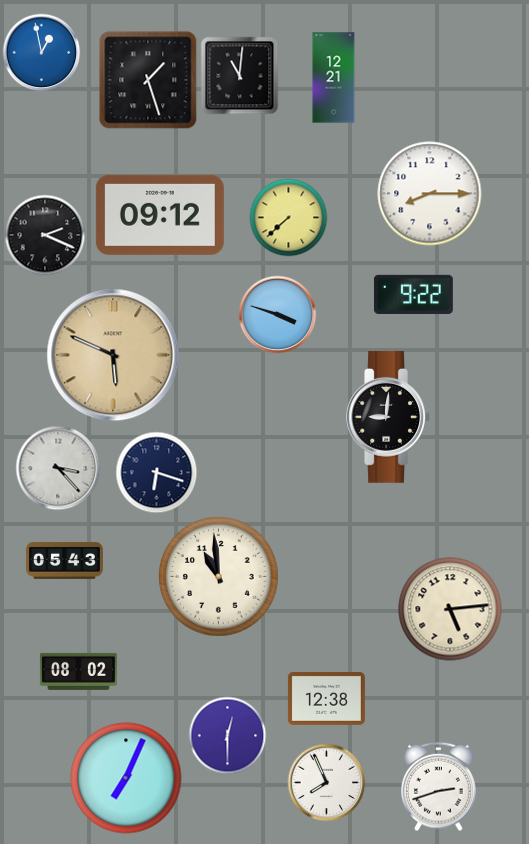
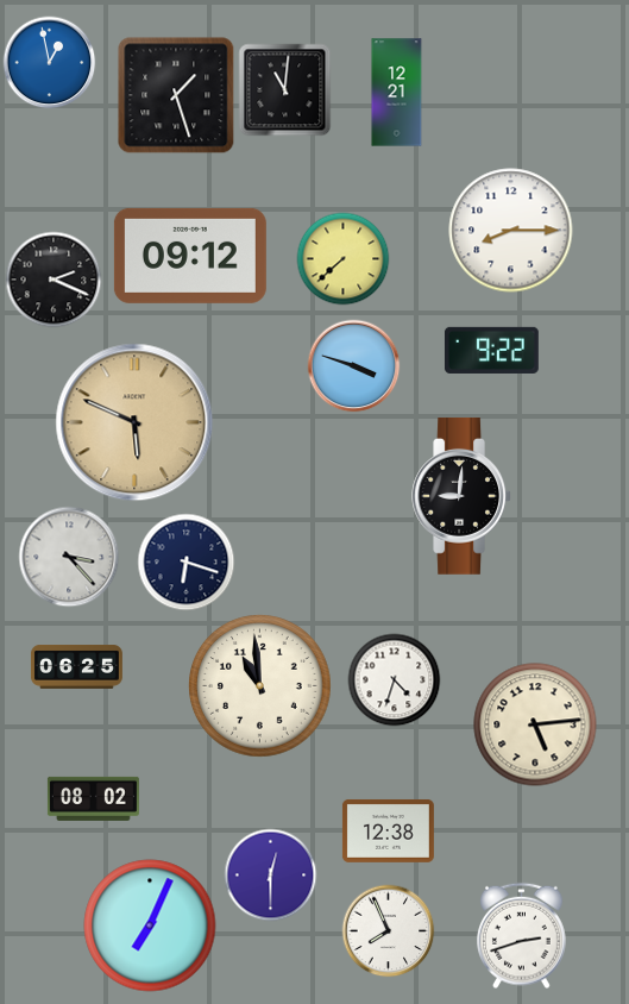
clock at (277, 314) position: (277, 314) -> (353, 365)
clock at (64, 561): 05:43 -> 06:25
clock at (394, 679): none -> 4:33
